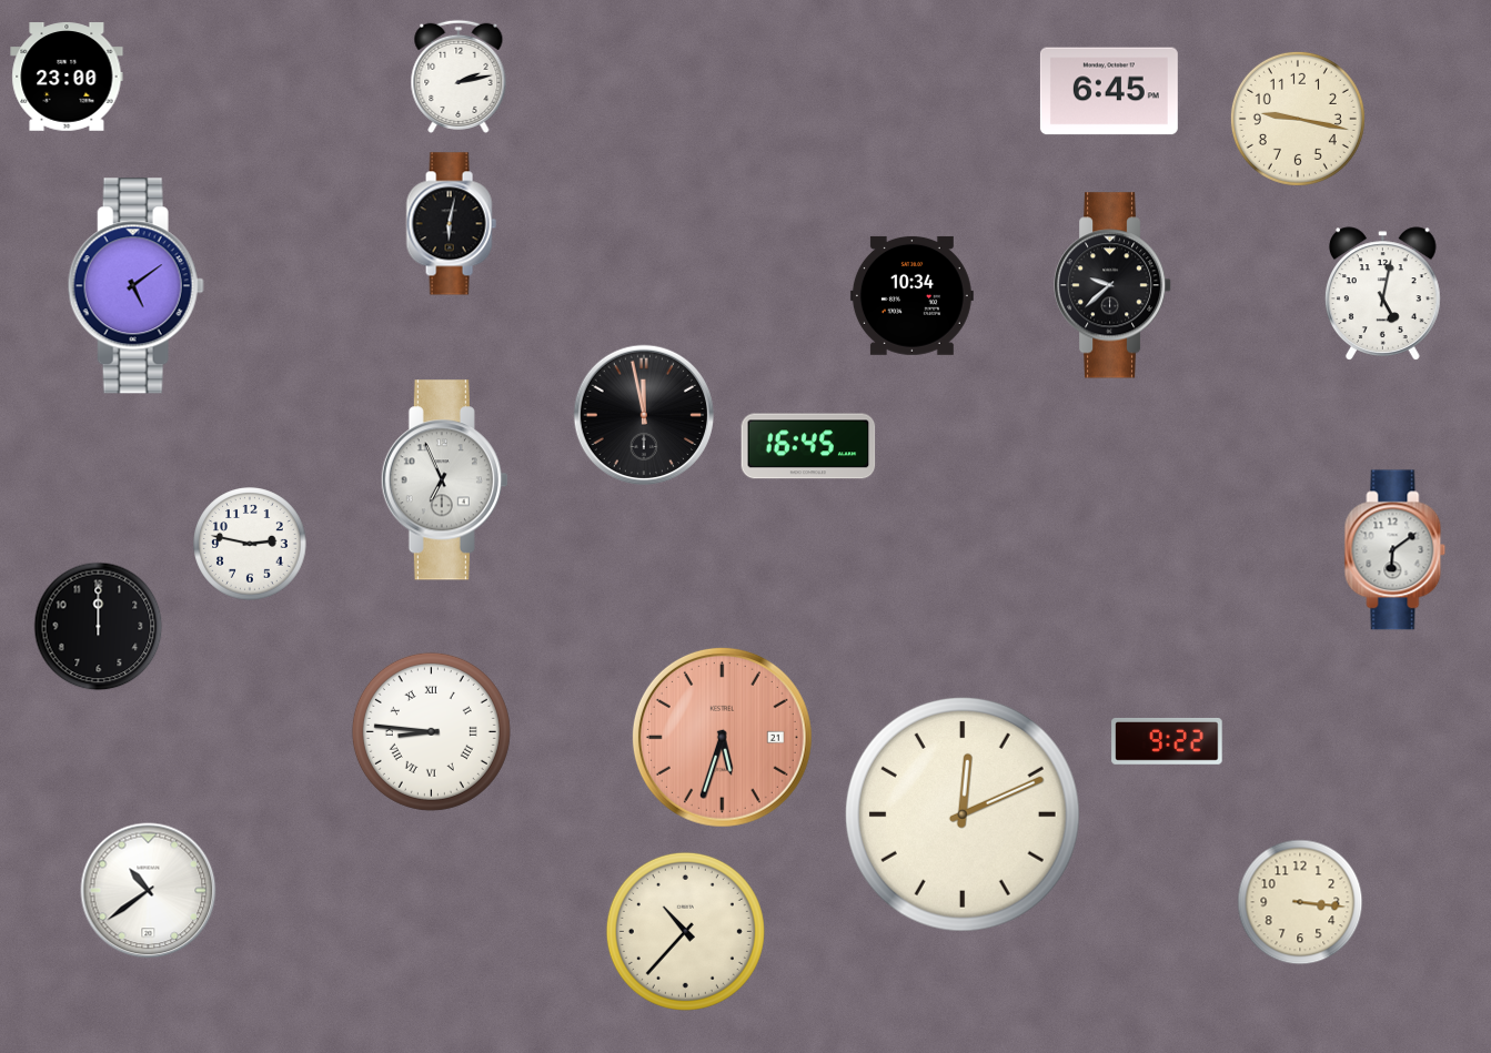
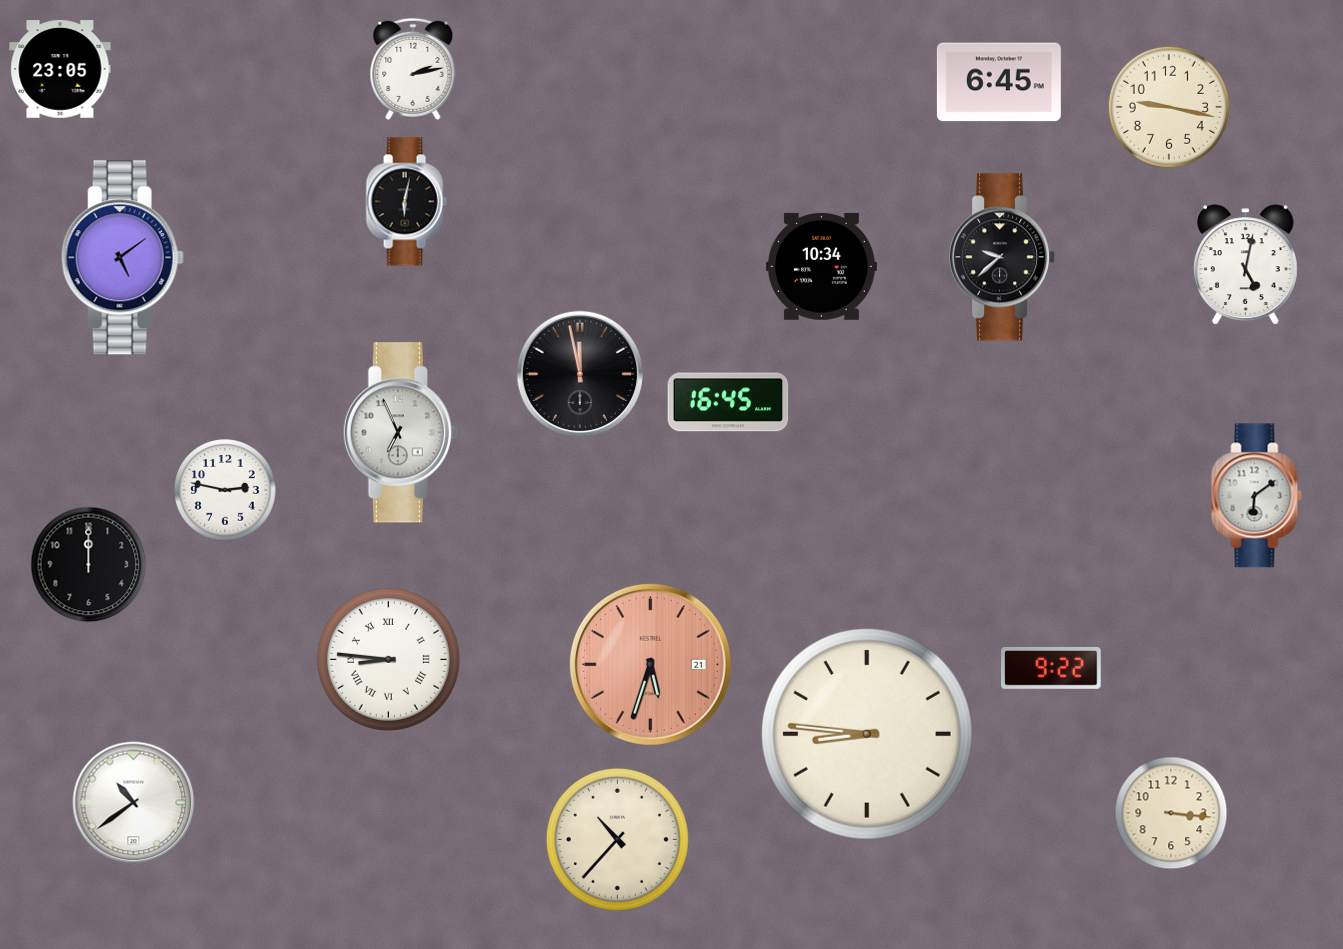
clock at (67, 77): 23:00 -> 23:05
clock at (963, 814): 12:11 -> 8:46
